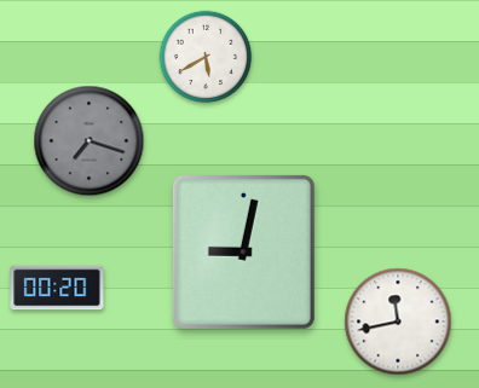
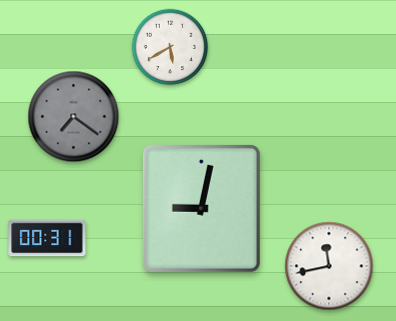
clock at (90, 141): 7:18 -> 7:21
clock at (57, 288): 00:20 -> 00:31
